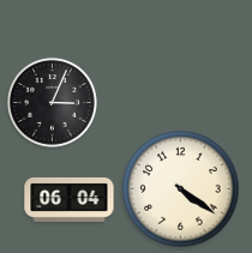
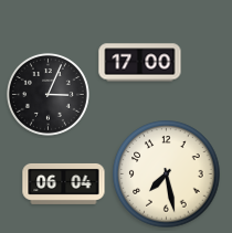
clock at (140, 63): none -> 17:00
clock at (181, 189): 4:21 -> 7:28
